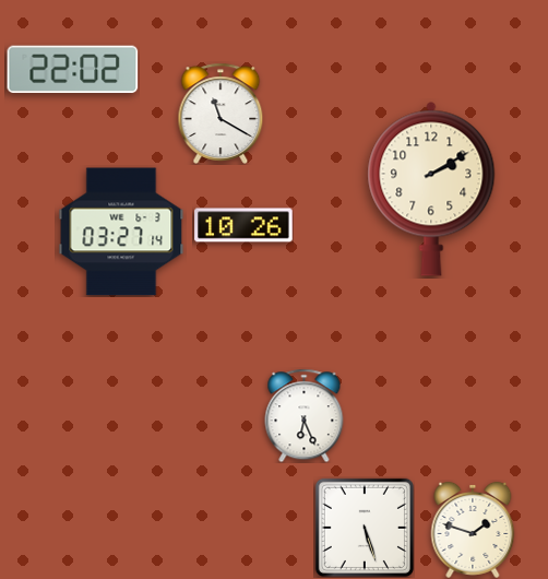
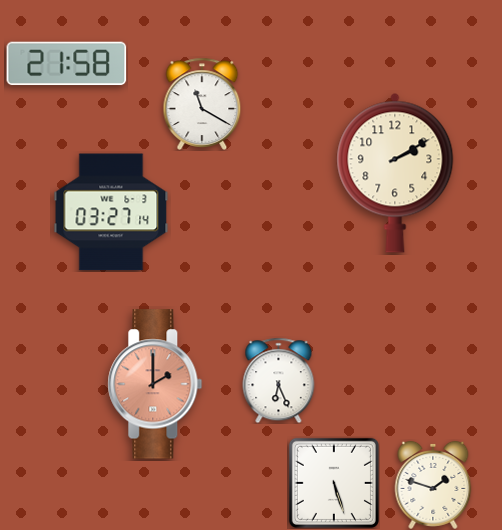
clock at (73, 70): 22:02 -> 21:58
clock at (243, 225): 10:26 -> none
clock at (155, 384): none -> 2:00
